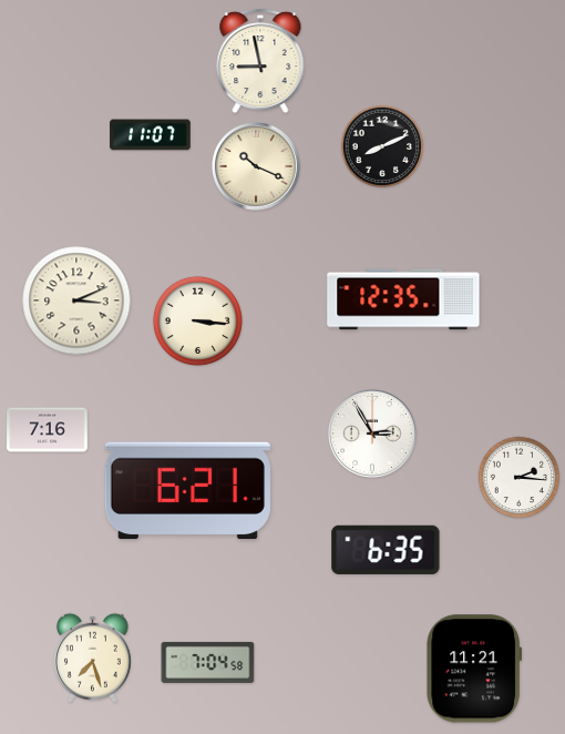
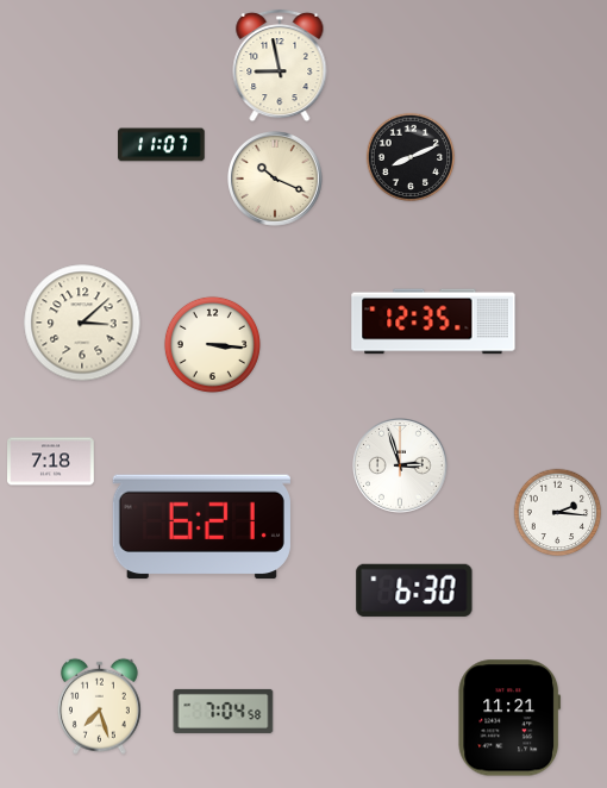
clock at (76, 300): 3:11 -> 3:08
clock at (48, 430): 7:16 -> 7:18
clock at (373, 435): 2:55 -> 2:57
clock at (386, 550): 6:35 -> 6:30
